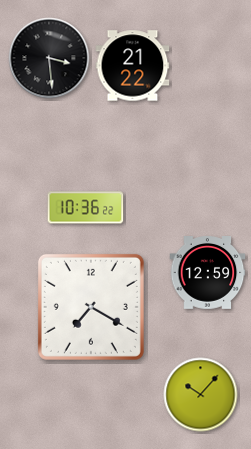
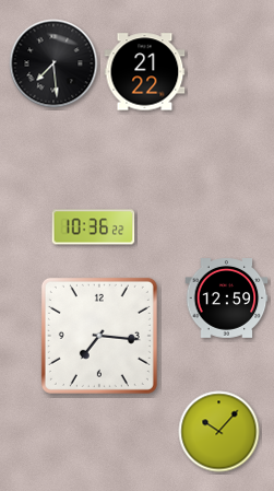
clock at (49, 58): 3:29 -> 7:29
clock at (91, 307): 7:20 -> 7:16
